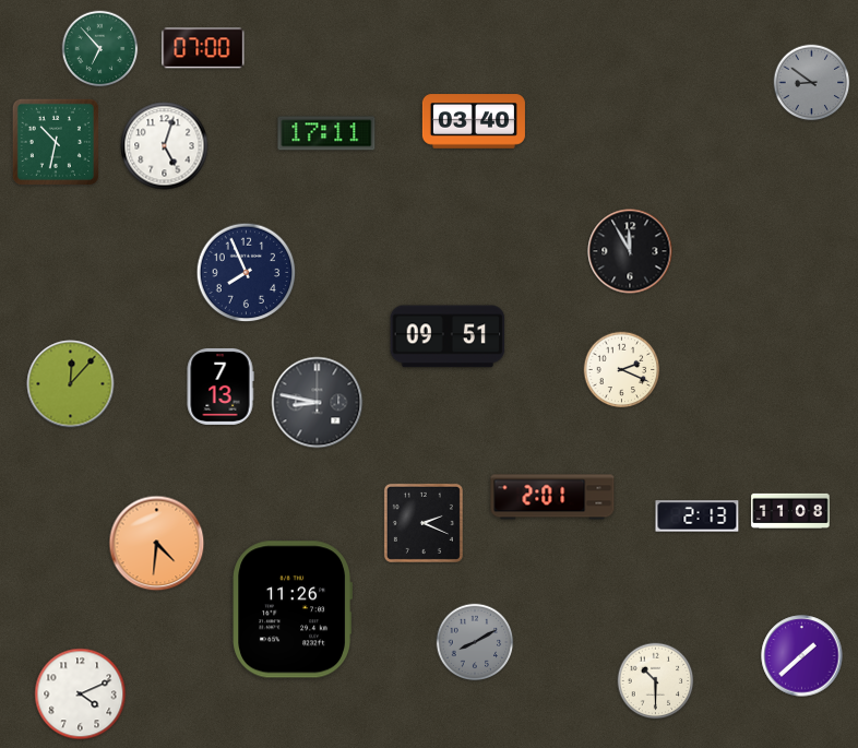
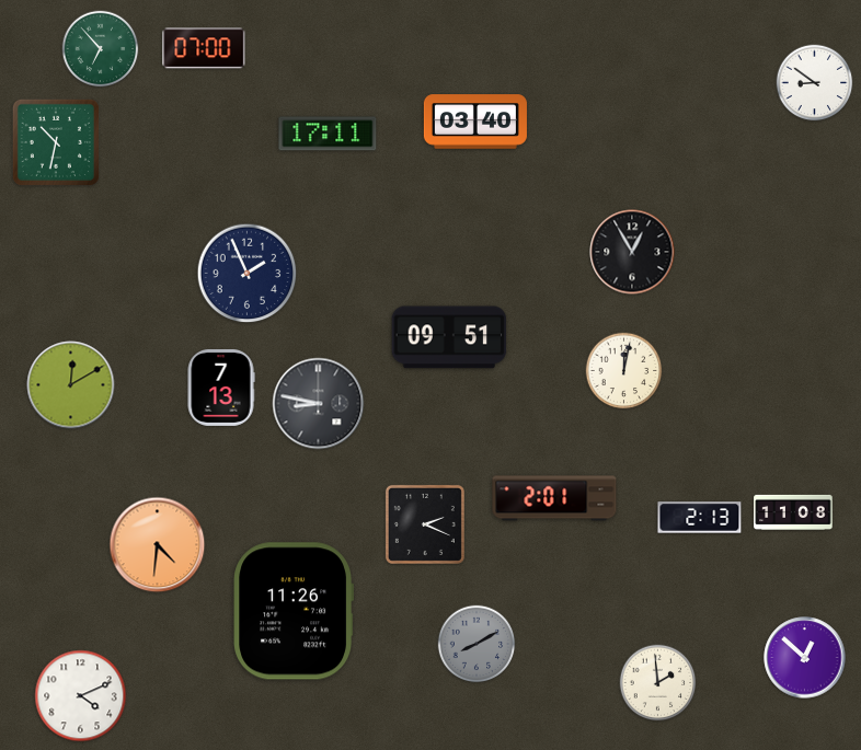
clock at (812, 83) dial: grey -> white
clock at (165, 146): 5:03 -> none
clock at (630, 251): 11:55 -> 12:55
clock at (247, 273): 7:56 -> 1:56
clock at (622, 370): 2:19 -> 12:02
clock at (71, 384): 12:07 -> 12:10
clock at (802, 656): 1:38 -> 12:52
clock at (656, 681): 10:30 -> 1:59
